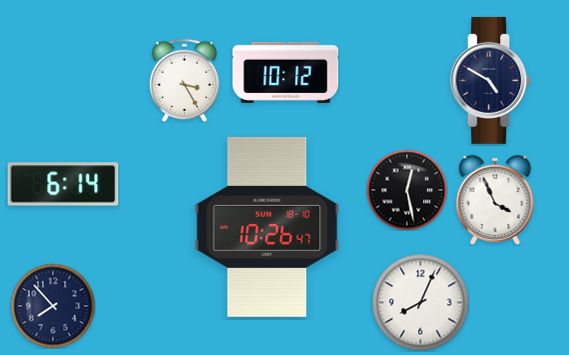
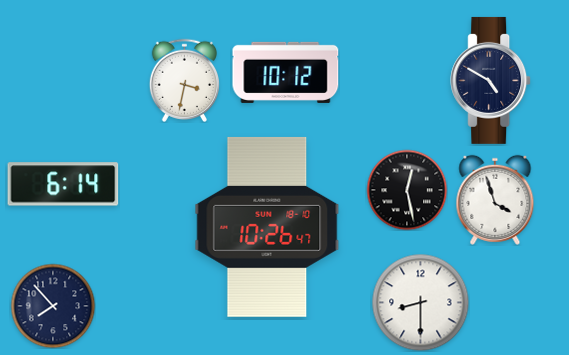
clock at (184, 80): 3:25 -> 3:32
clock at (495, 200): 3:56 -> 3:57
clock at (420, 302): 8:04 -> 8:30
